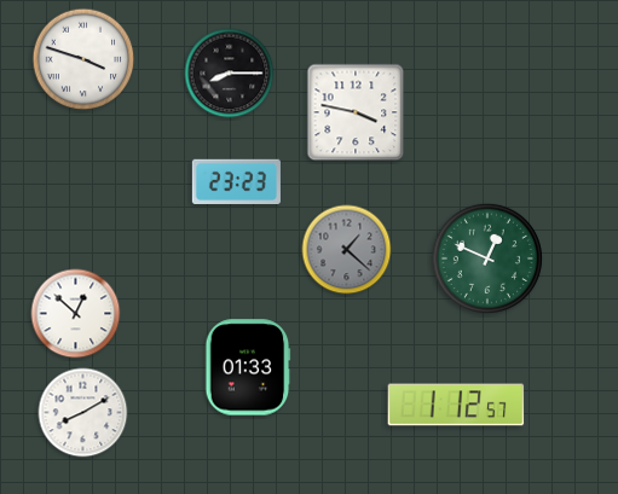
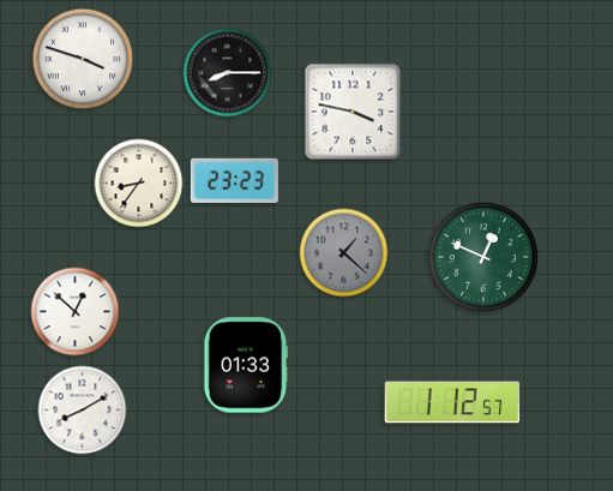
clock at (139, 184): none -> 8:36
clock at (347, 250) position: (347, 250) -> (344, 253)
